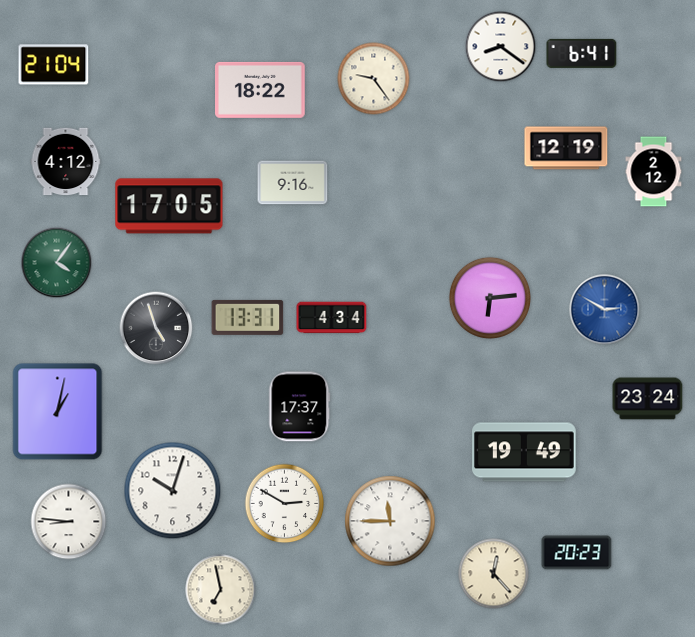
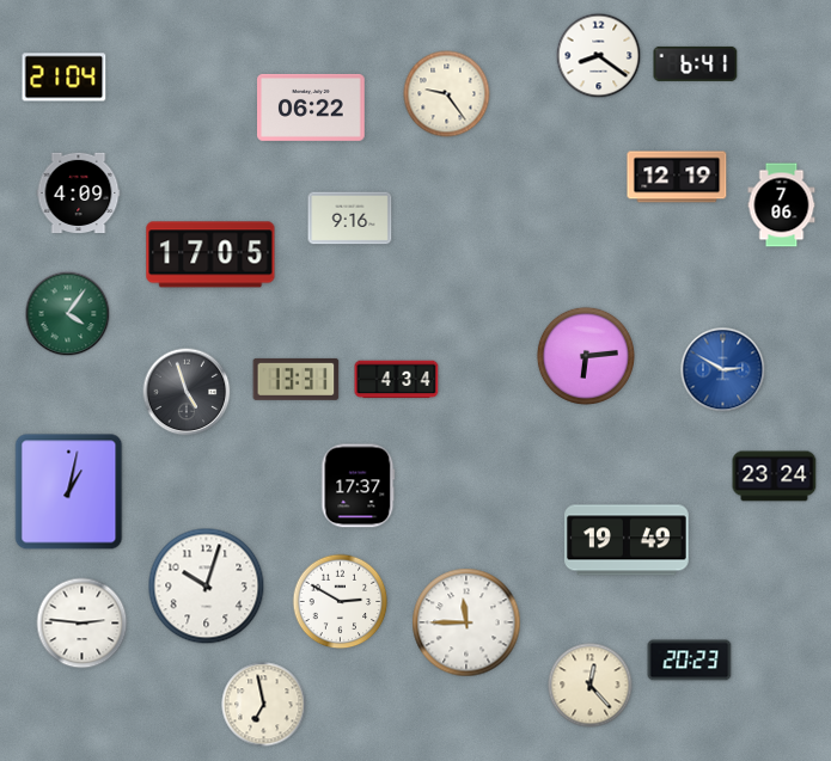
clock at (261, 90): 18:22 -> 06:22
clock at (66, 162): 4:12 -> 4:09
clock at (654, 172): 2:12 -> 7:06
clock at (169, 206) position: (169, 206) -> (210, 254)
clock at (69, 522): 8:46 -> 2:46
